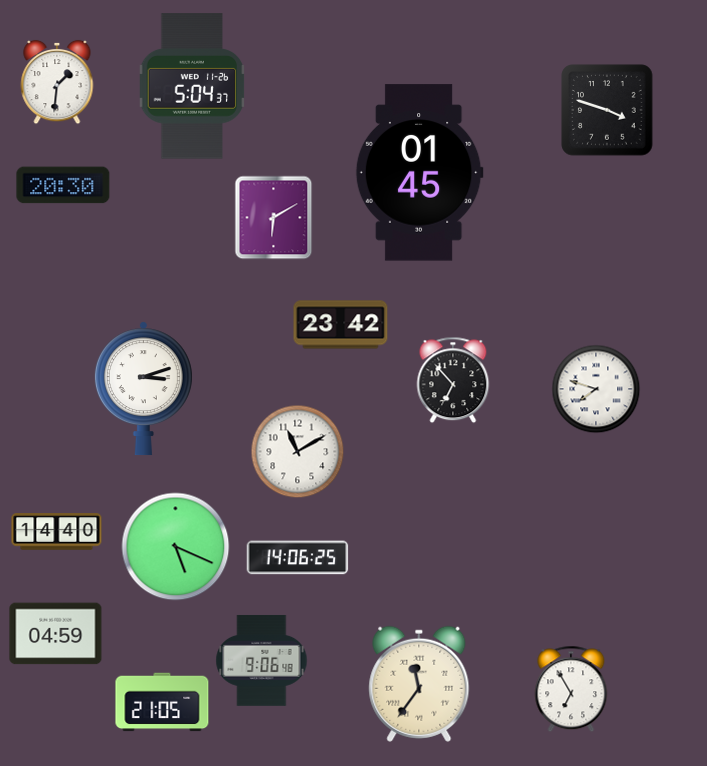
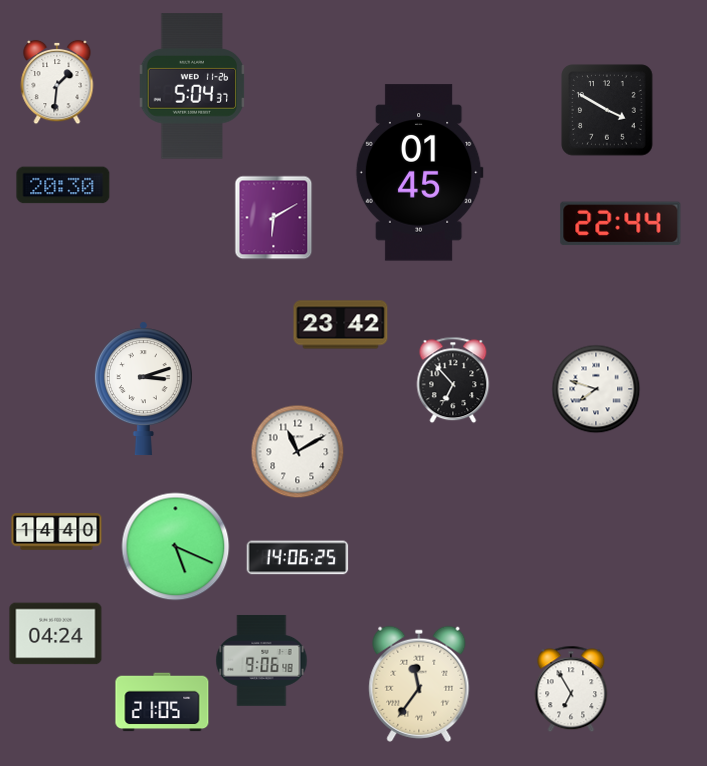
clock at (607, 110): 3:48 -> 3:50
clock at (621, 224): none -> 22:44
clock at (56, 634): 04:59 -> 04:24
